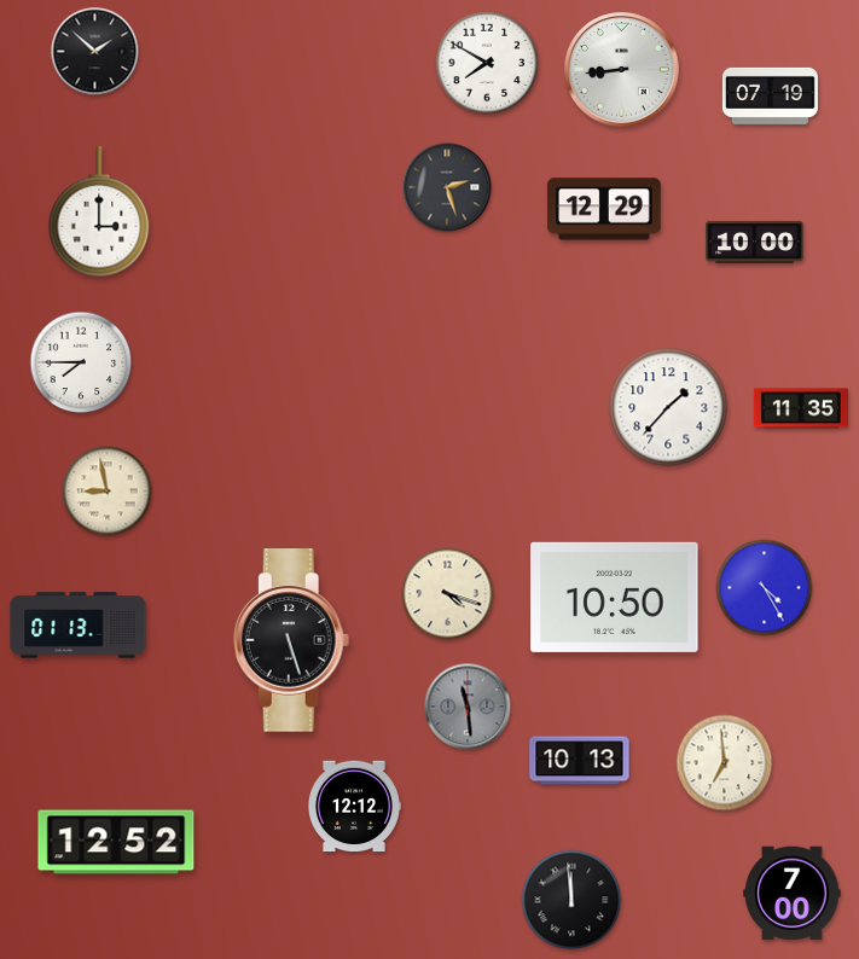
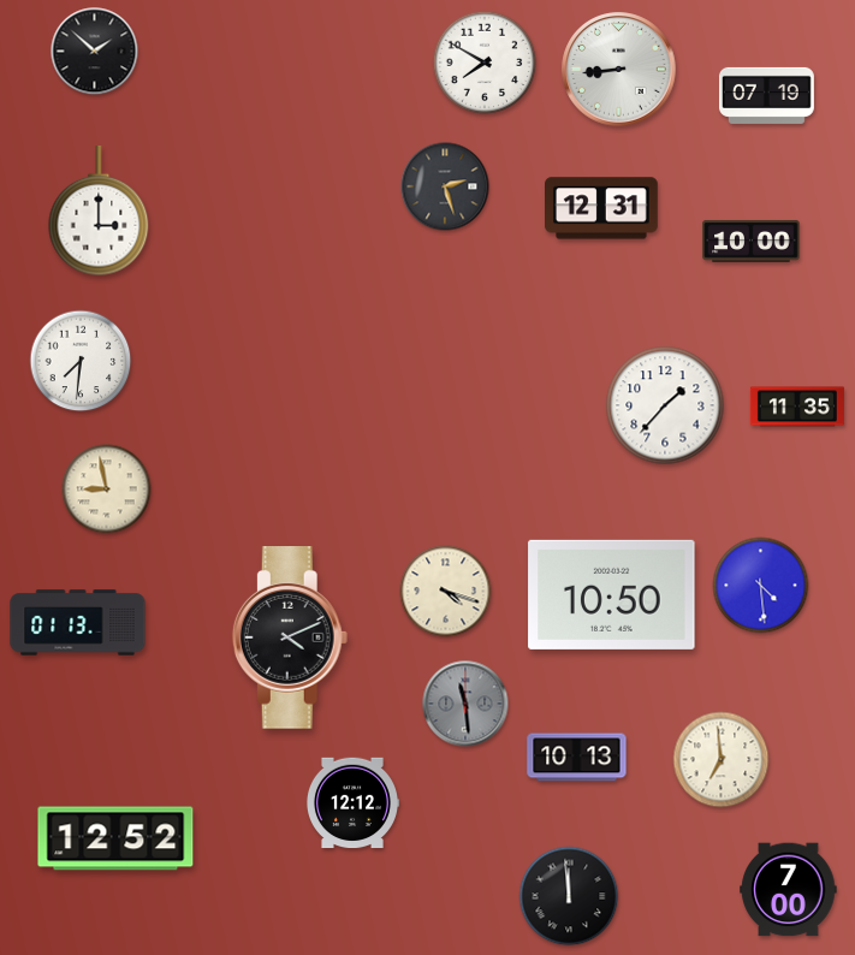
clock at (605, 209): 12:29 -> 12:31
clock at (81, 362): 7:45 -> 7:31
clock at (765, 588): 4:25 -> 4:29
clock at (291, 640): 5:27 -> 4:11
